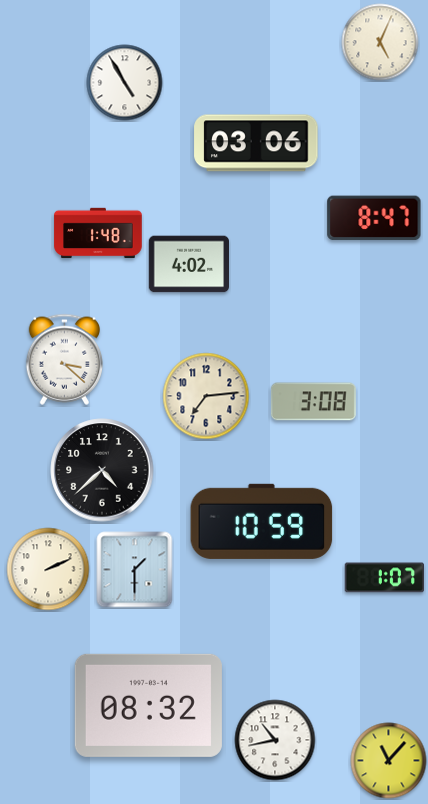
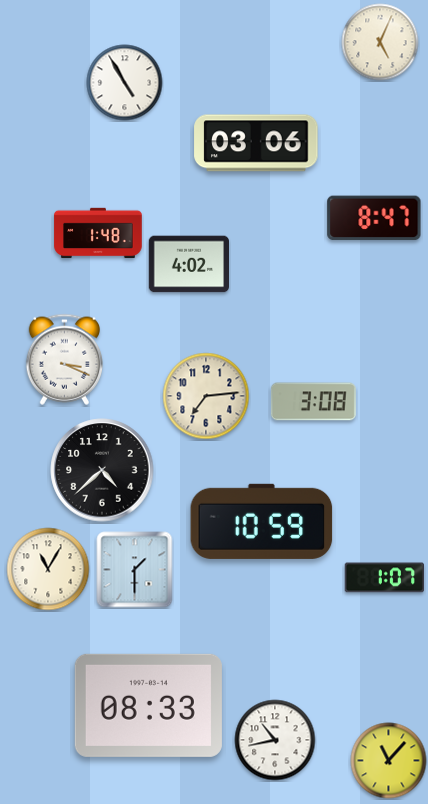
clock at (64, 359): 3:22 -> 3:19
clock at (48, 569): 2:11 -> 11:05
clock at (148, 705): 08:32 -> 08:33
